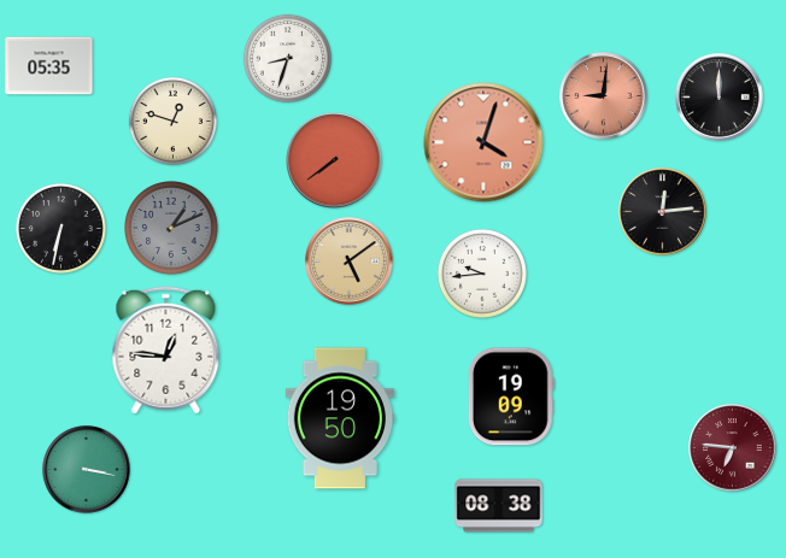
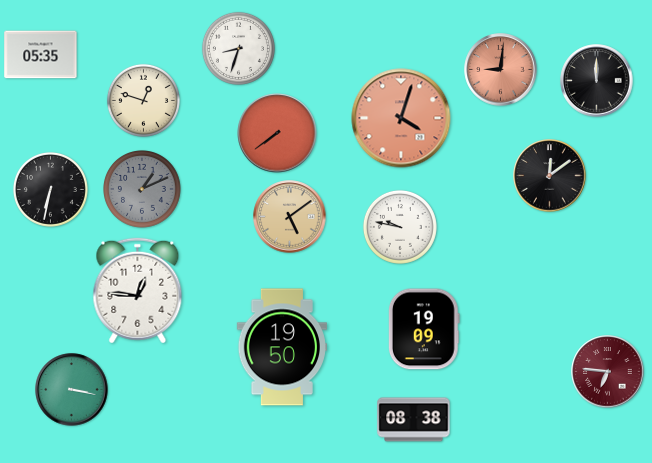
clock at (604, 96) position: (604, 96) -> (501, 70)
clock at (663, 212): 12:14 -> 12:09
clock at (482, 274): 9:44 -> 9:47
